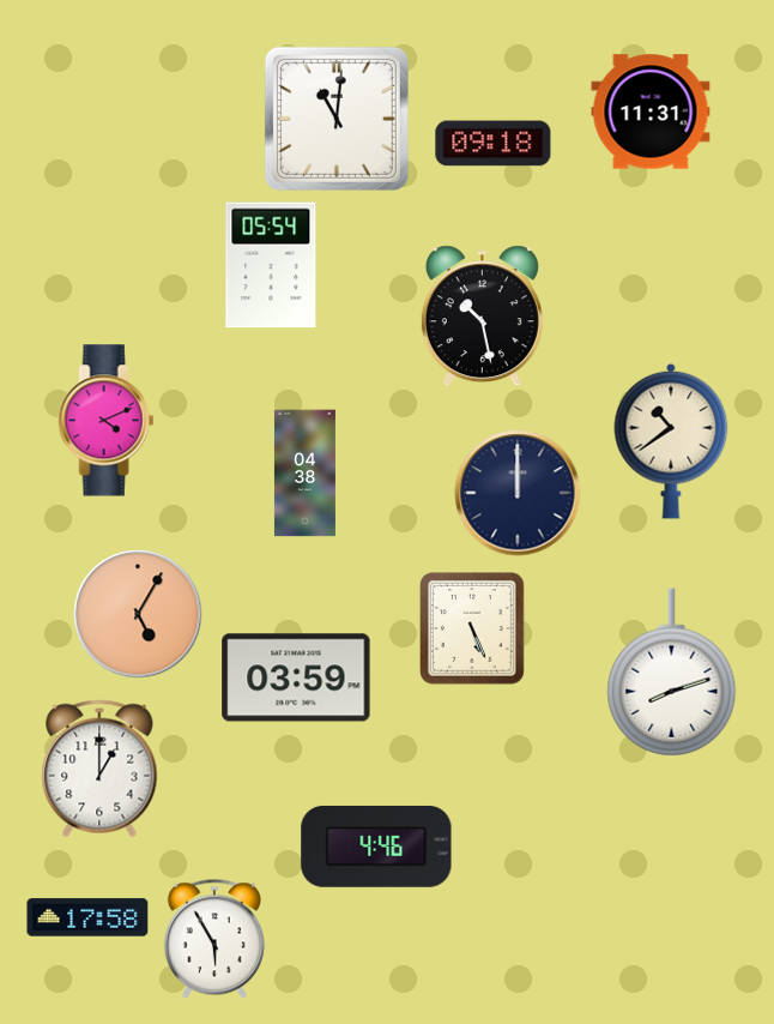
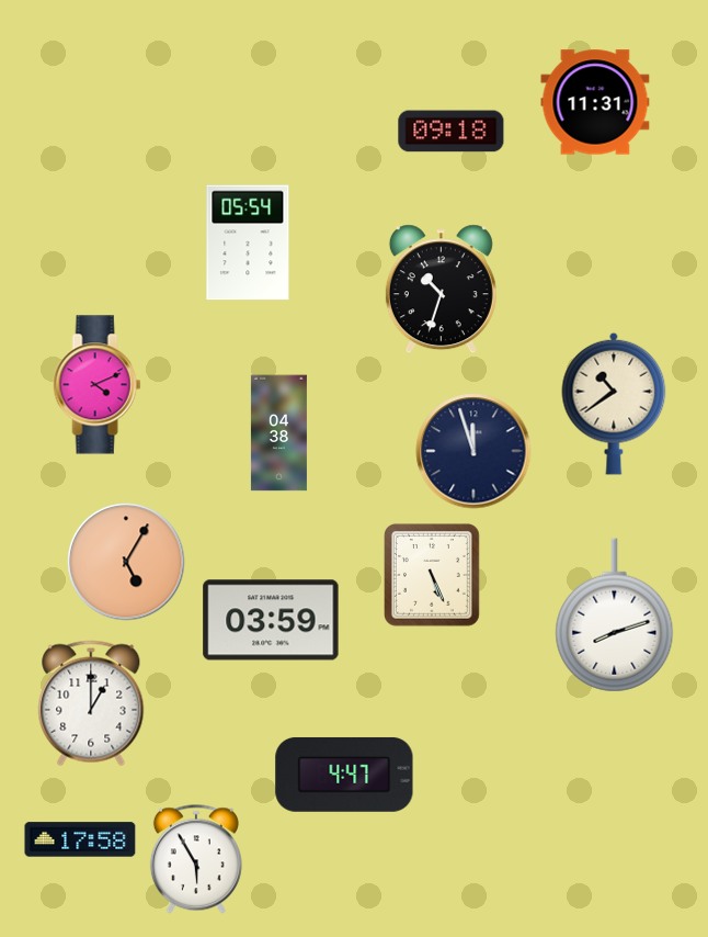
clock at (337, 119): 11:01 -> none
clock at (482, 317): 10:28 -> 10:33
clock at (518, 493): 12:00 -> 11:57
clock at (376, 847): 4:46 -> 4:47
